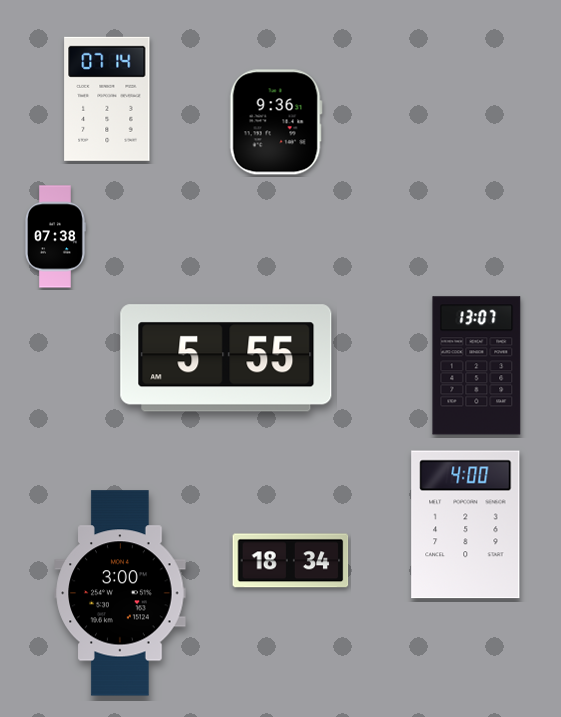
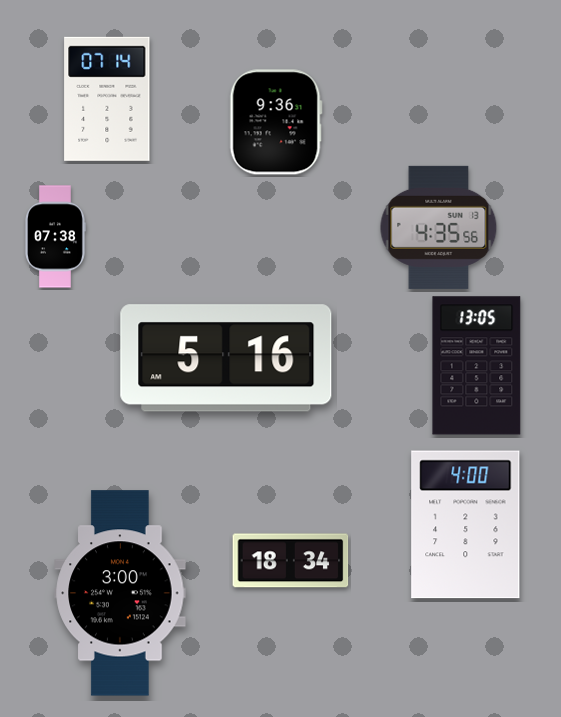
clock at (439, 227): none -> 4:35
clock at (226, 358): 5:55 -> 5:16
clock at (477, 366): 13:07 -> 13:05
